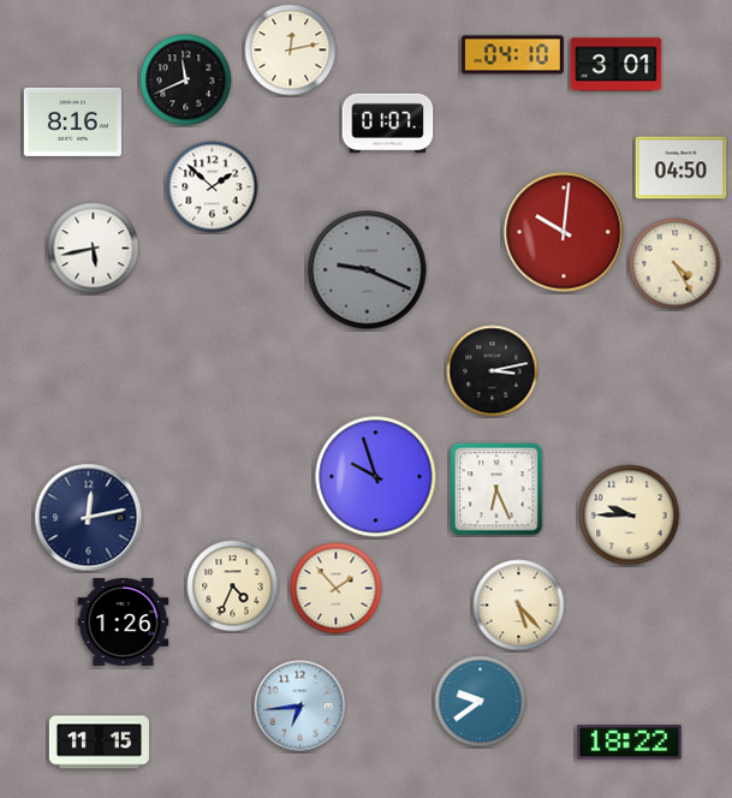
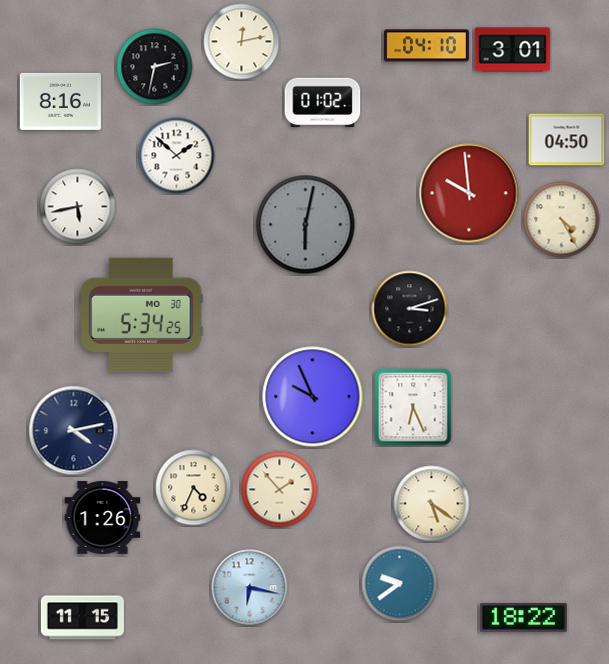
clock at (617, 65) position: (617, 65) -> (513, 50)
clock at (186, 81): 11:41 -> 2:32
clock at (388, 124): 01:07 -> 01:02
clock at (564, 232): 10:01 -> 9:59
clock at (368, 270): 9:19 -> 6:02
clock at (493, 371): 3:13 -> 3:12
clock at (141, 315): none -> 5:34
clock at (376, 477): 9:57 -> 9:56
clock at (630, 516): 9:45 -> none
clock at (89, 518): 12:13 -> 4:13
clock at (519, 606): 5:23 -> 5:21
clock at (300, 707): 6:44 -> 6:17
